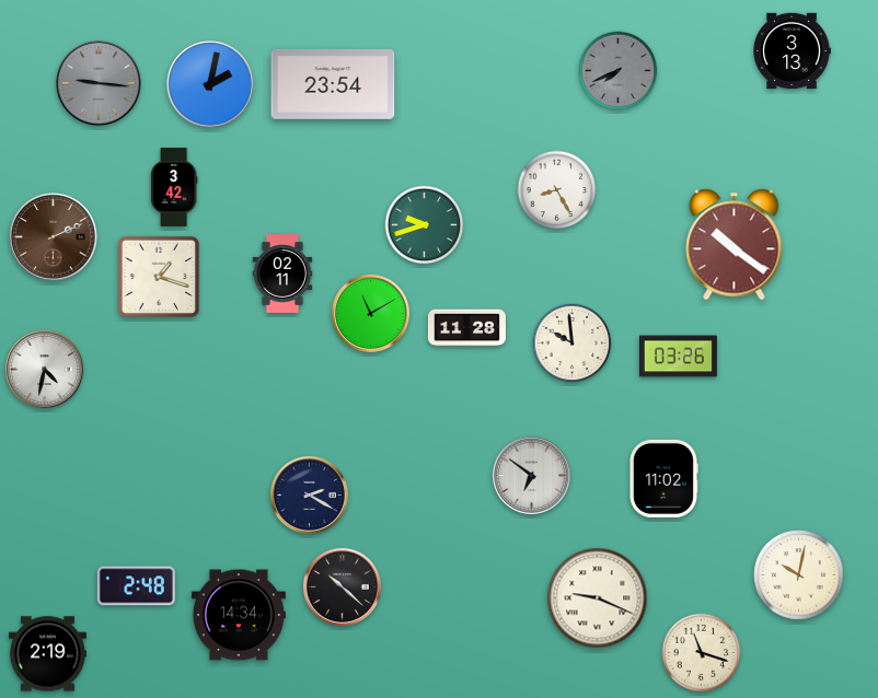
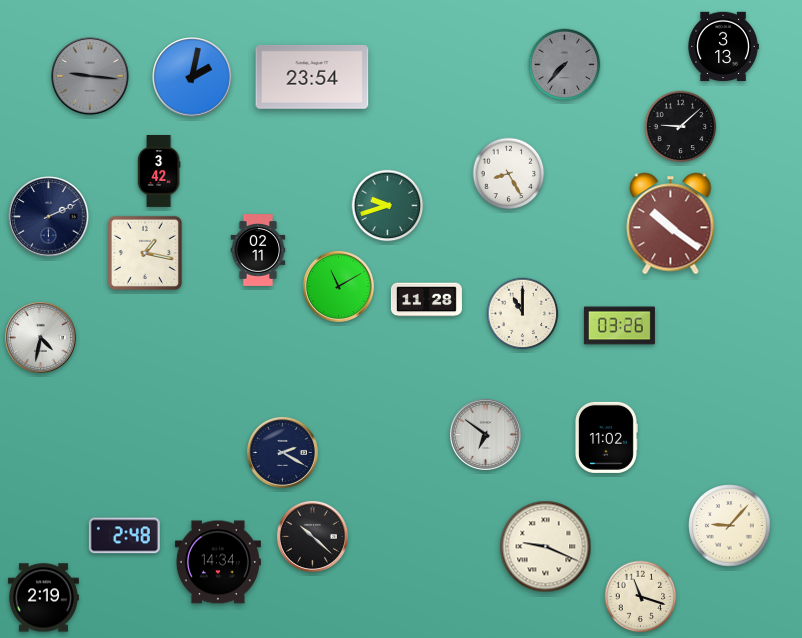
clock at (619, 71): 7:41 -> 7:37
clock at (333, 84) position: (333, 84) -> (312, 77)
clock at (681, 127): none -> 9:08
clock at (54, 237) dial: brown -> navy
clock at (159, 277): 1:18 -> 1:17
clock at (573, 344): 9:59 -> 11:00
clock at (799, 575): 10:02 -> 9:07
